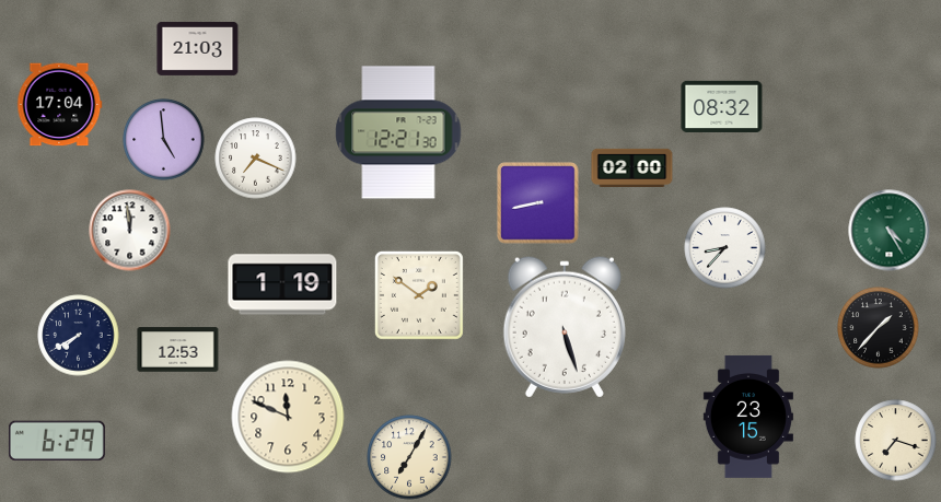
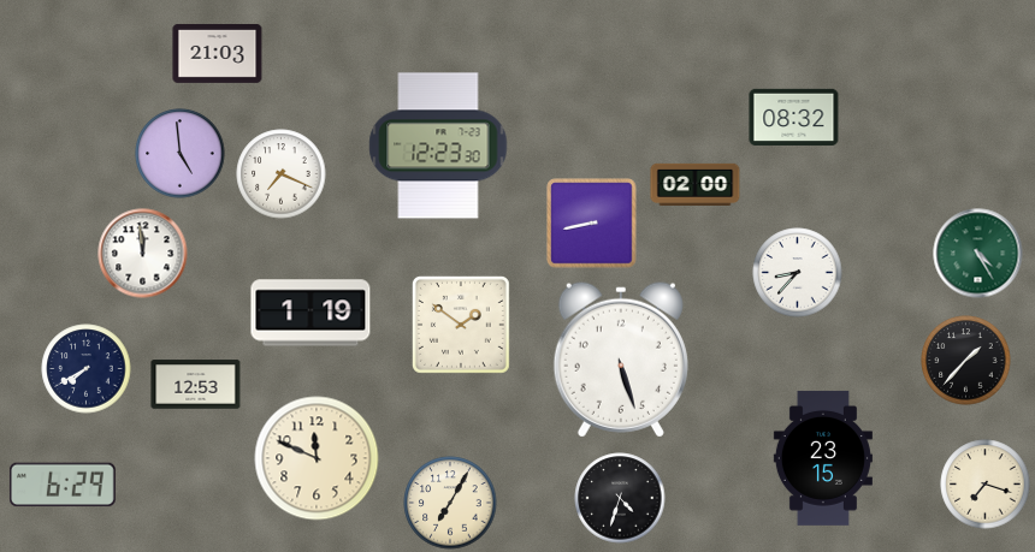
clock at (60, 105): 17:04 -> none
clock at (398, 132): 12:21 -> 12:23
clock at (620, 498): none -> 4:33
